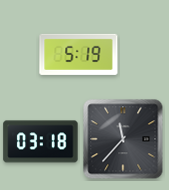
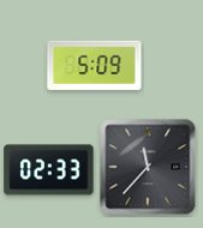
clock at (79, 54): 5:19 -> 5:09
clock at (41, 142): 03:18 -> 02:33
